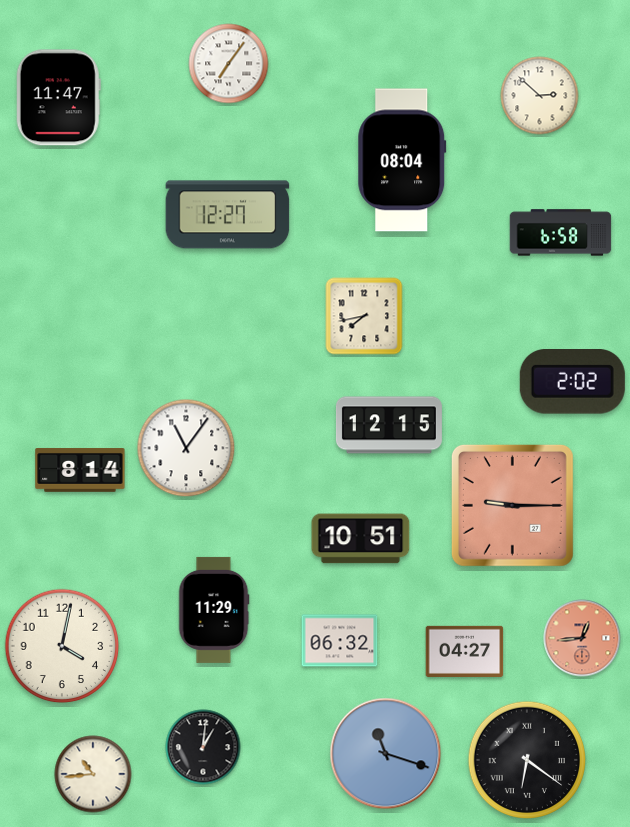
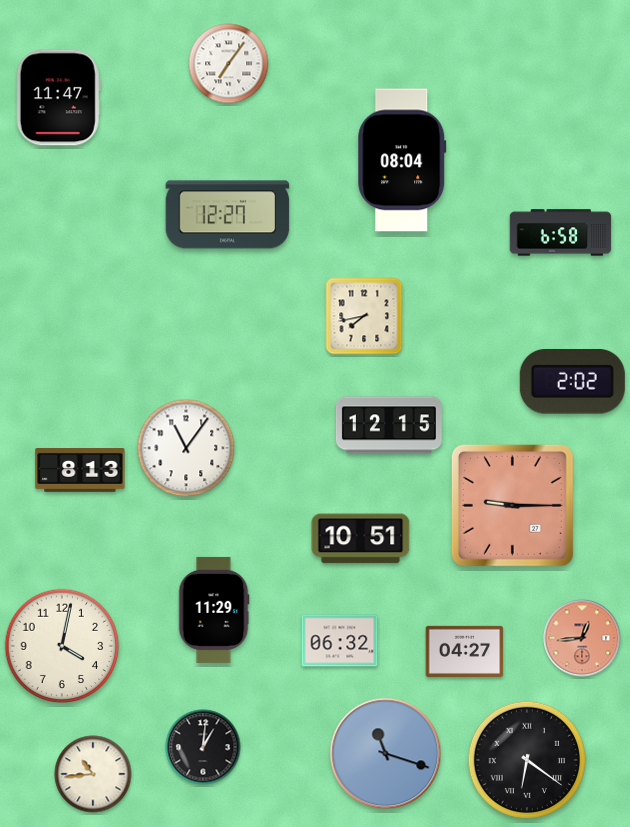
clock at (540, 96): 2:52 -> none
clock at (80, 471): 8:14 -> 8:13
